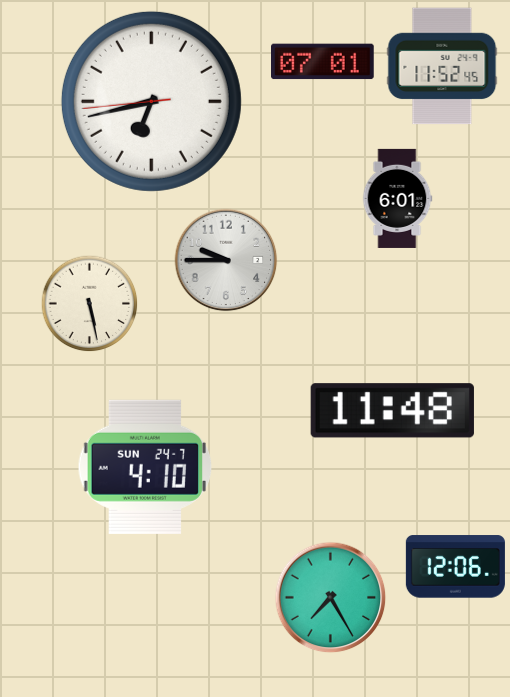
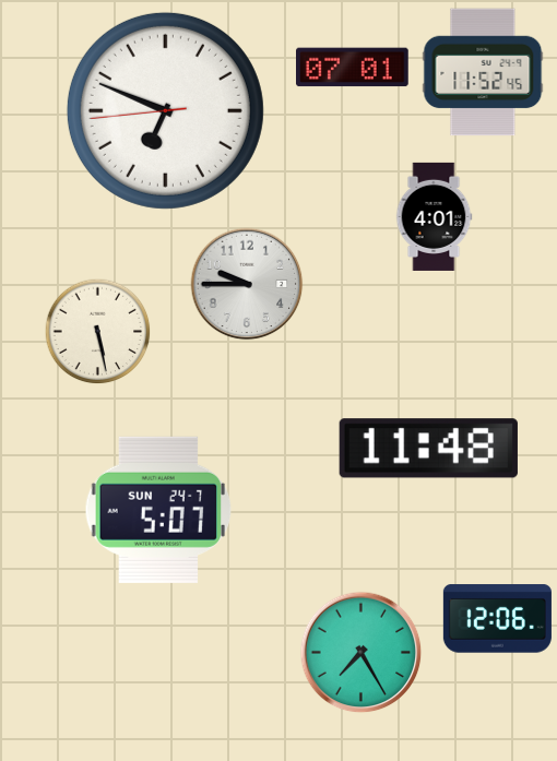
clock at (151, 101): 6:42 -> 6:48
clock at (397, 198): 6:01 -> 4:01
clock at (145, 467): 4:10 -> 5:07
